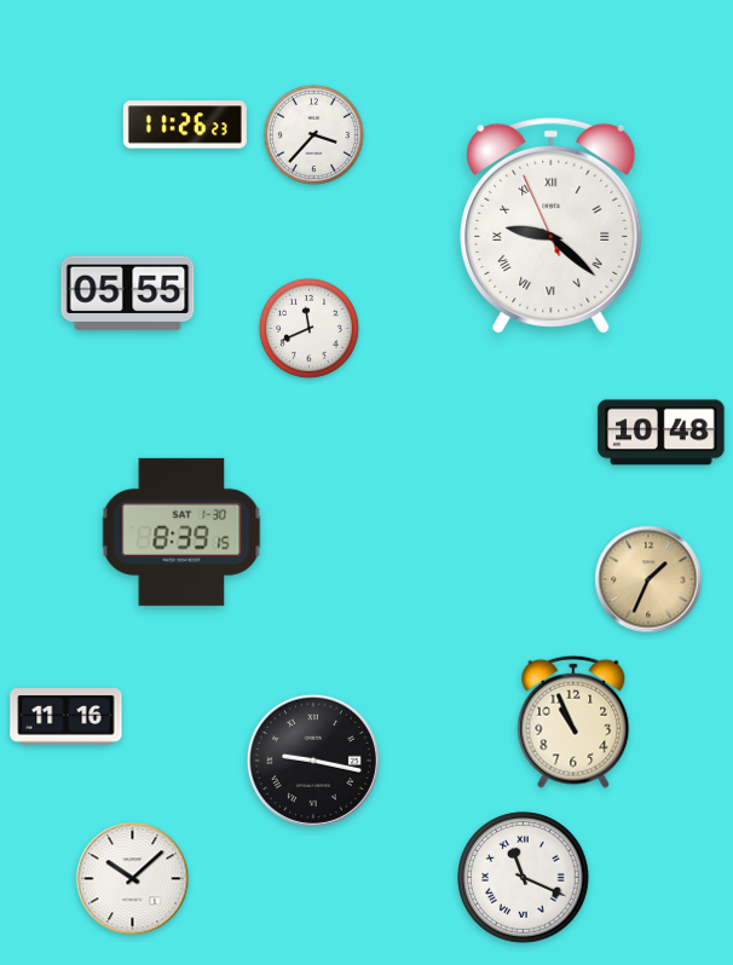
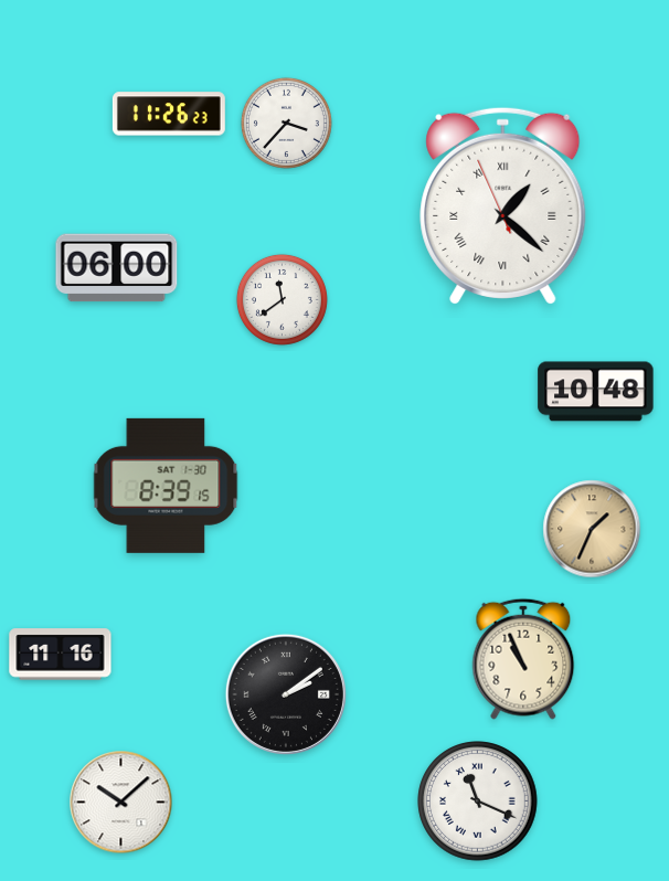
clock at (552, 225): 9:21 -> 1:21
clock at (128, 294): 05:55 -> 06:00
clock at (308, 328): 11:41 -> 11:39
clock at (662, 433) position: (662, 433) -> (596, 392)
clock at (313, 761): 9:17 -> 2:09
